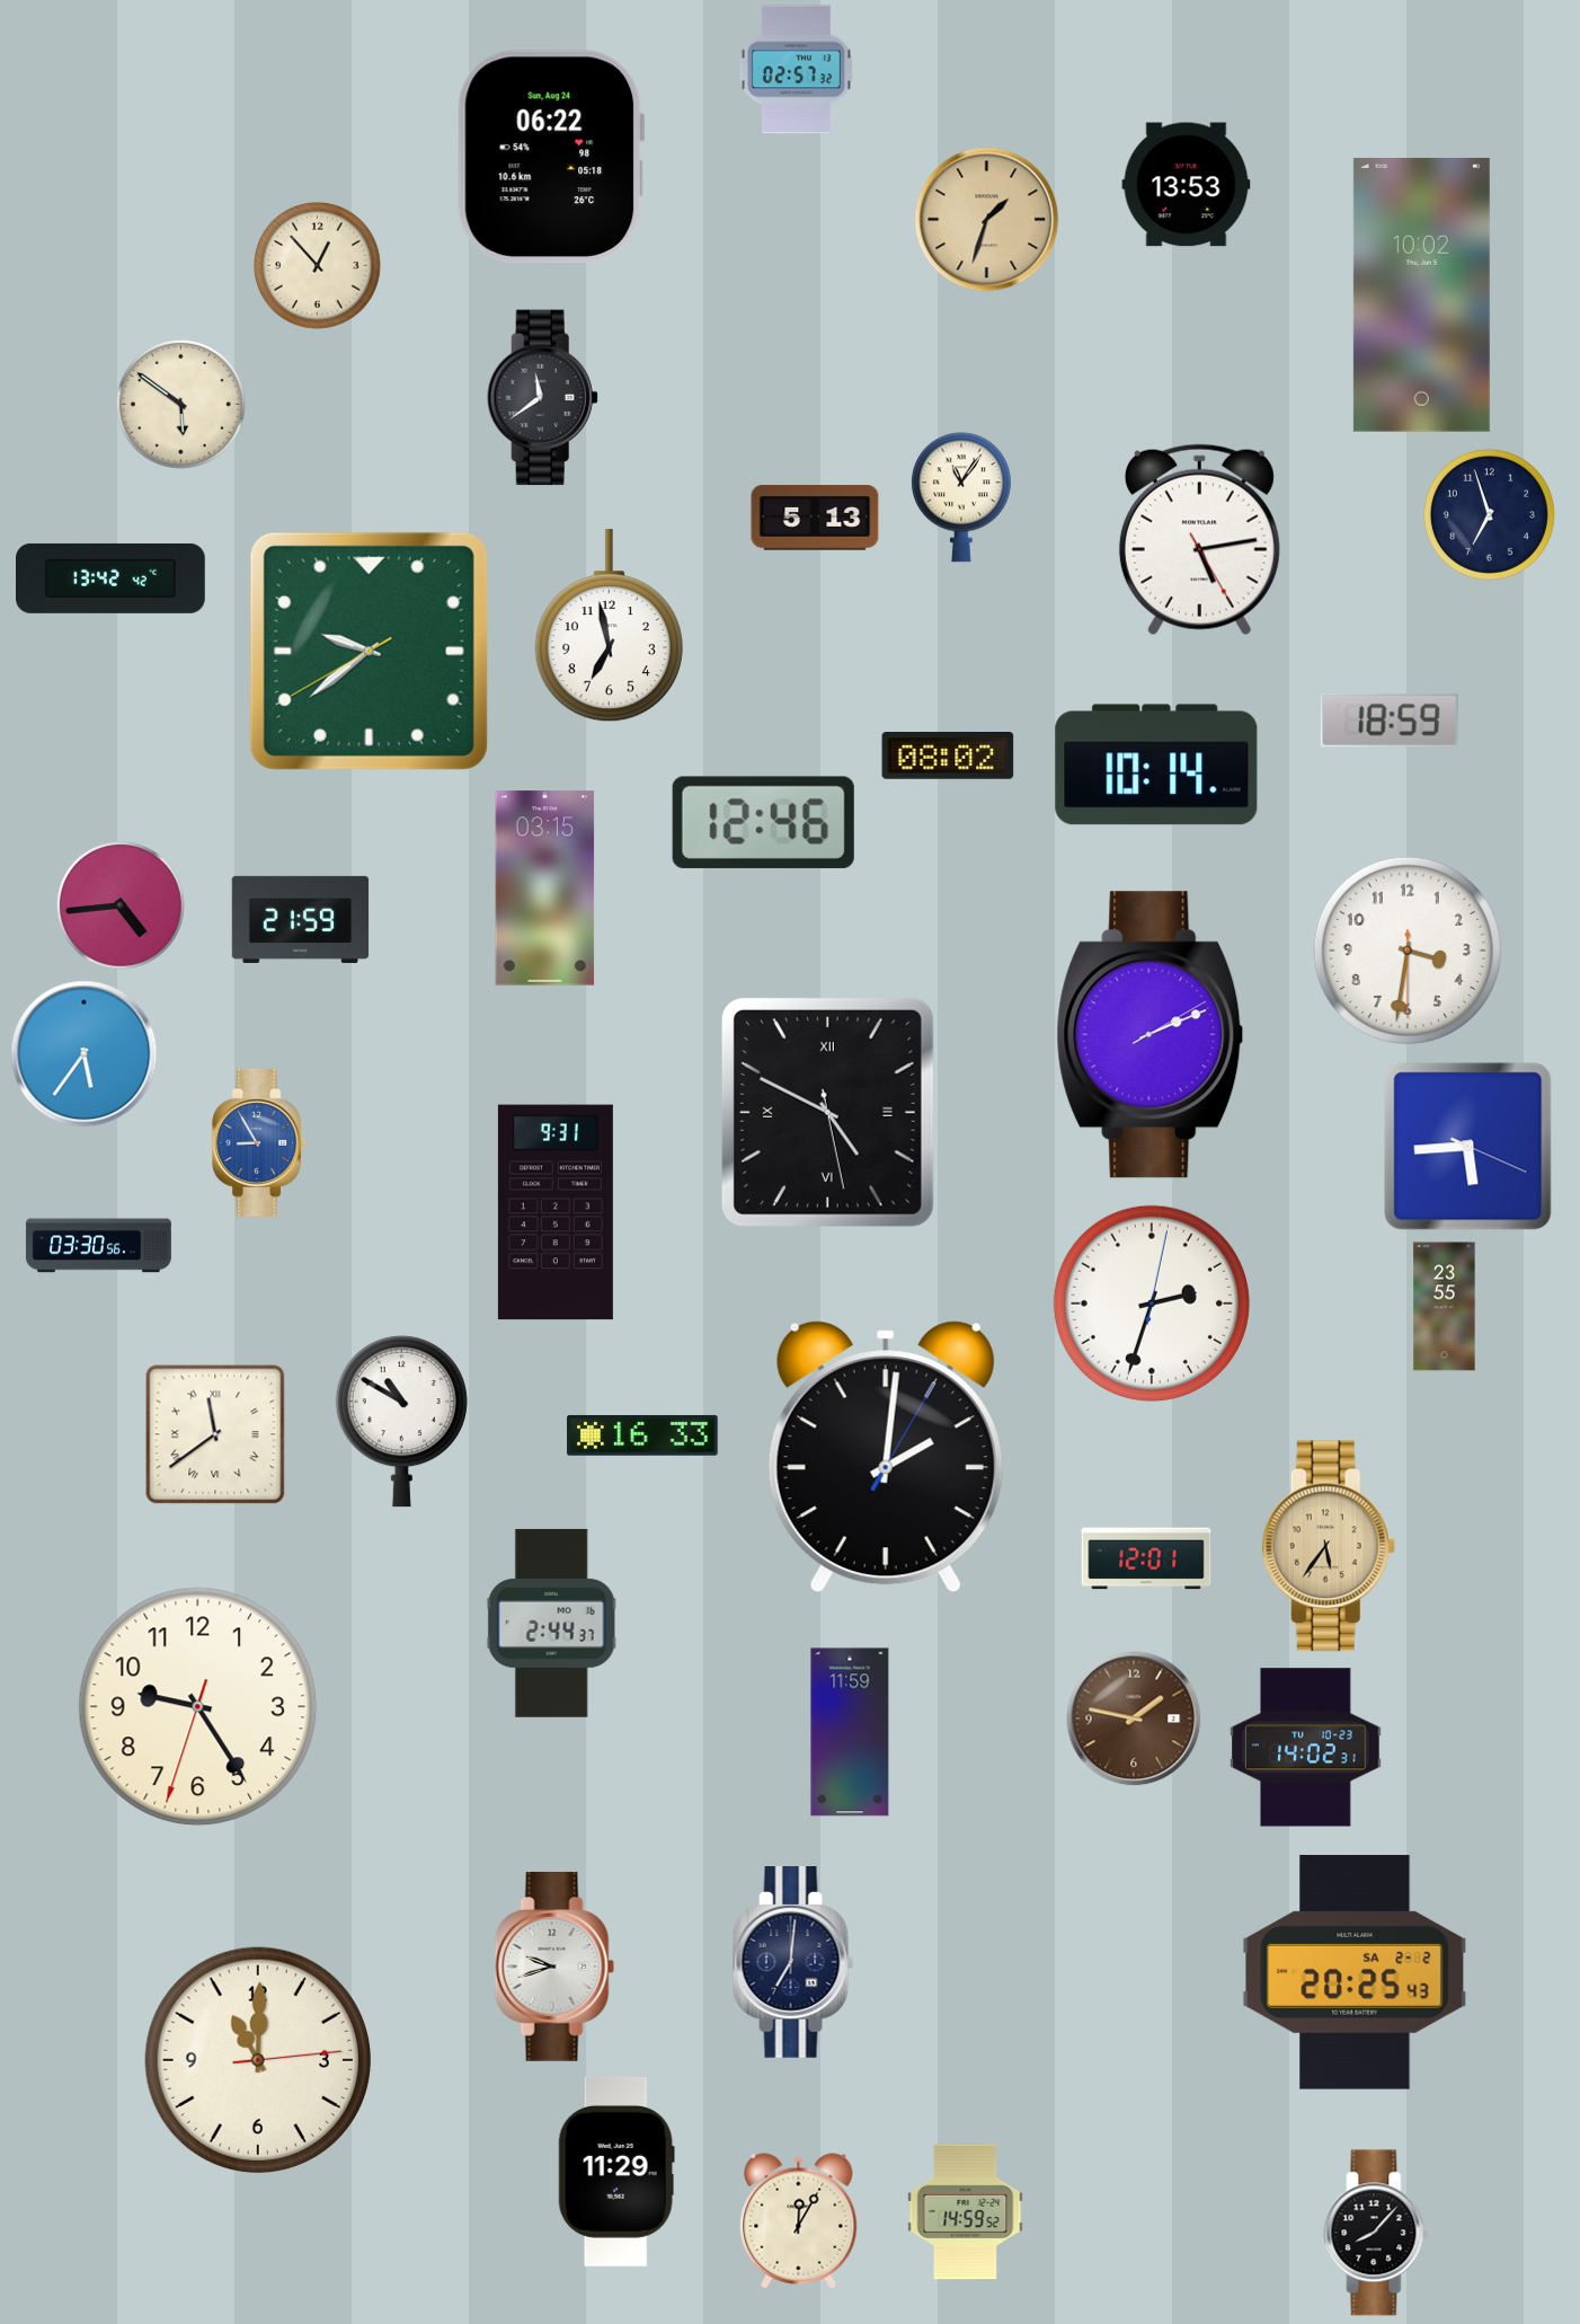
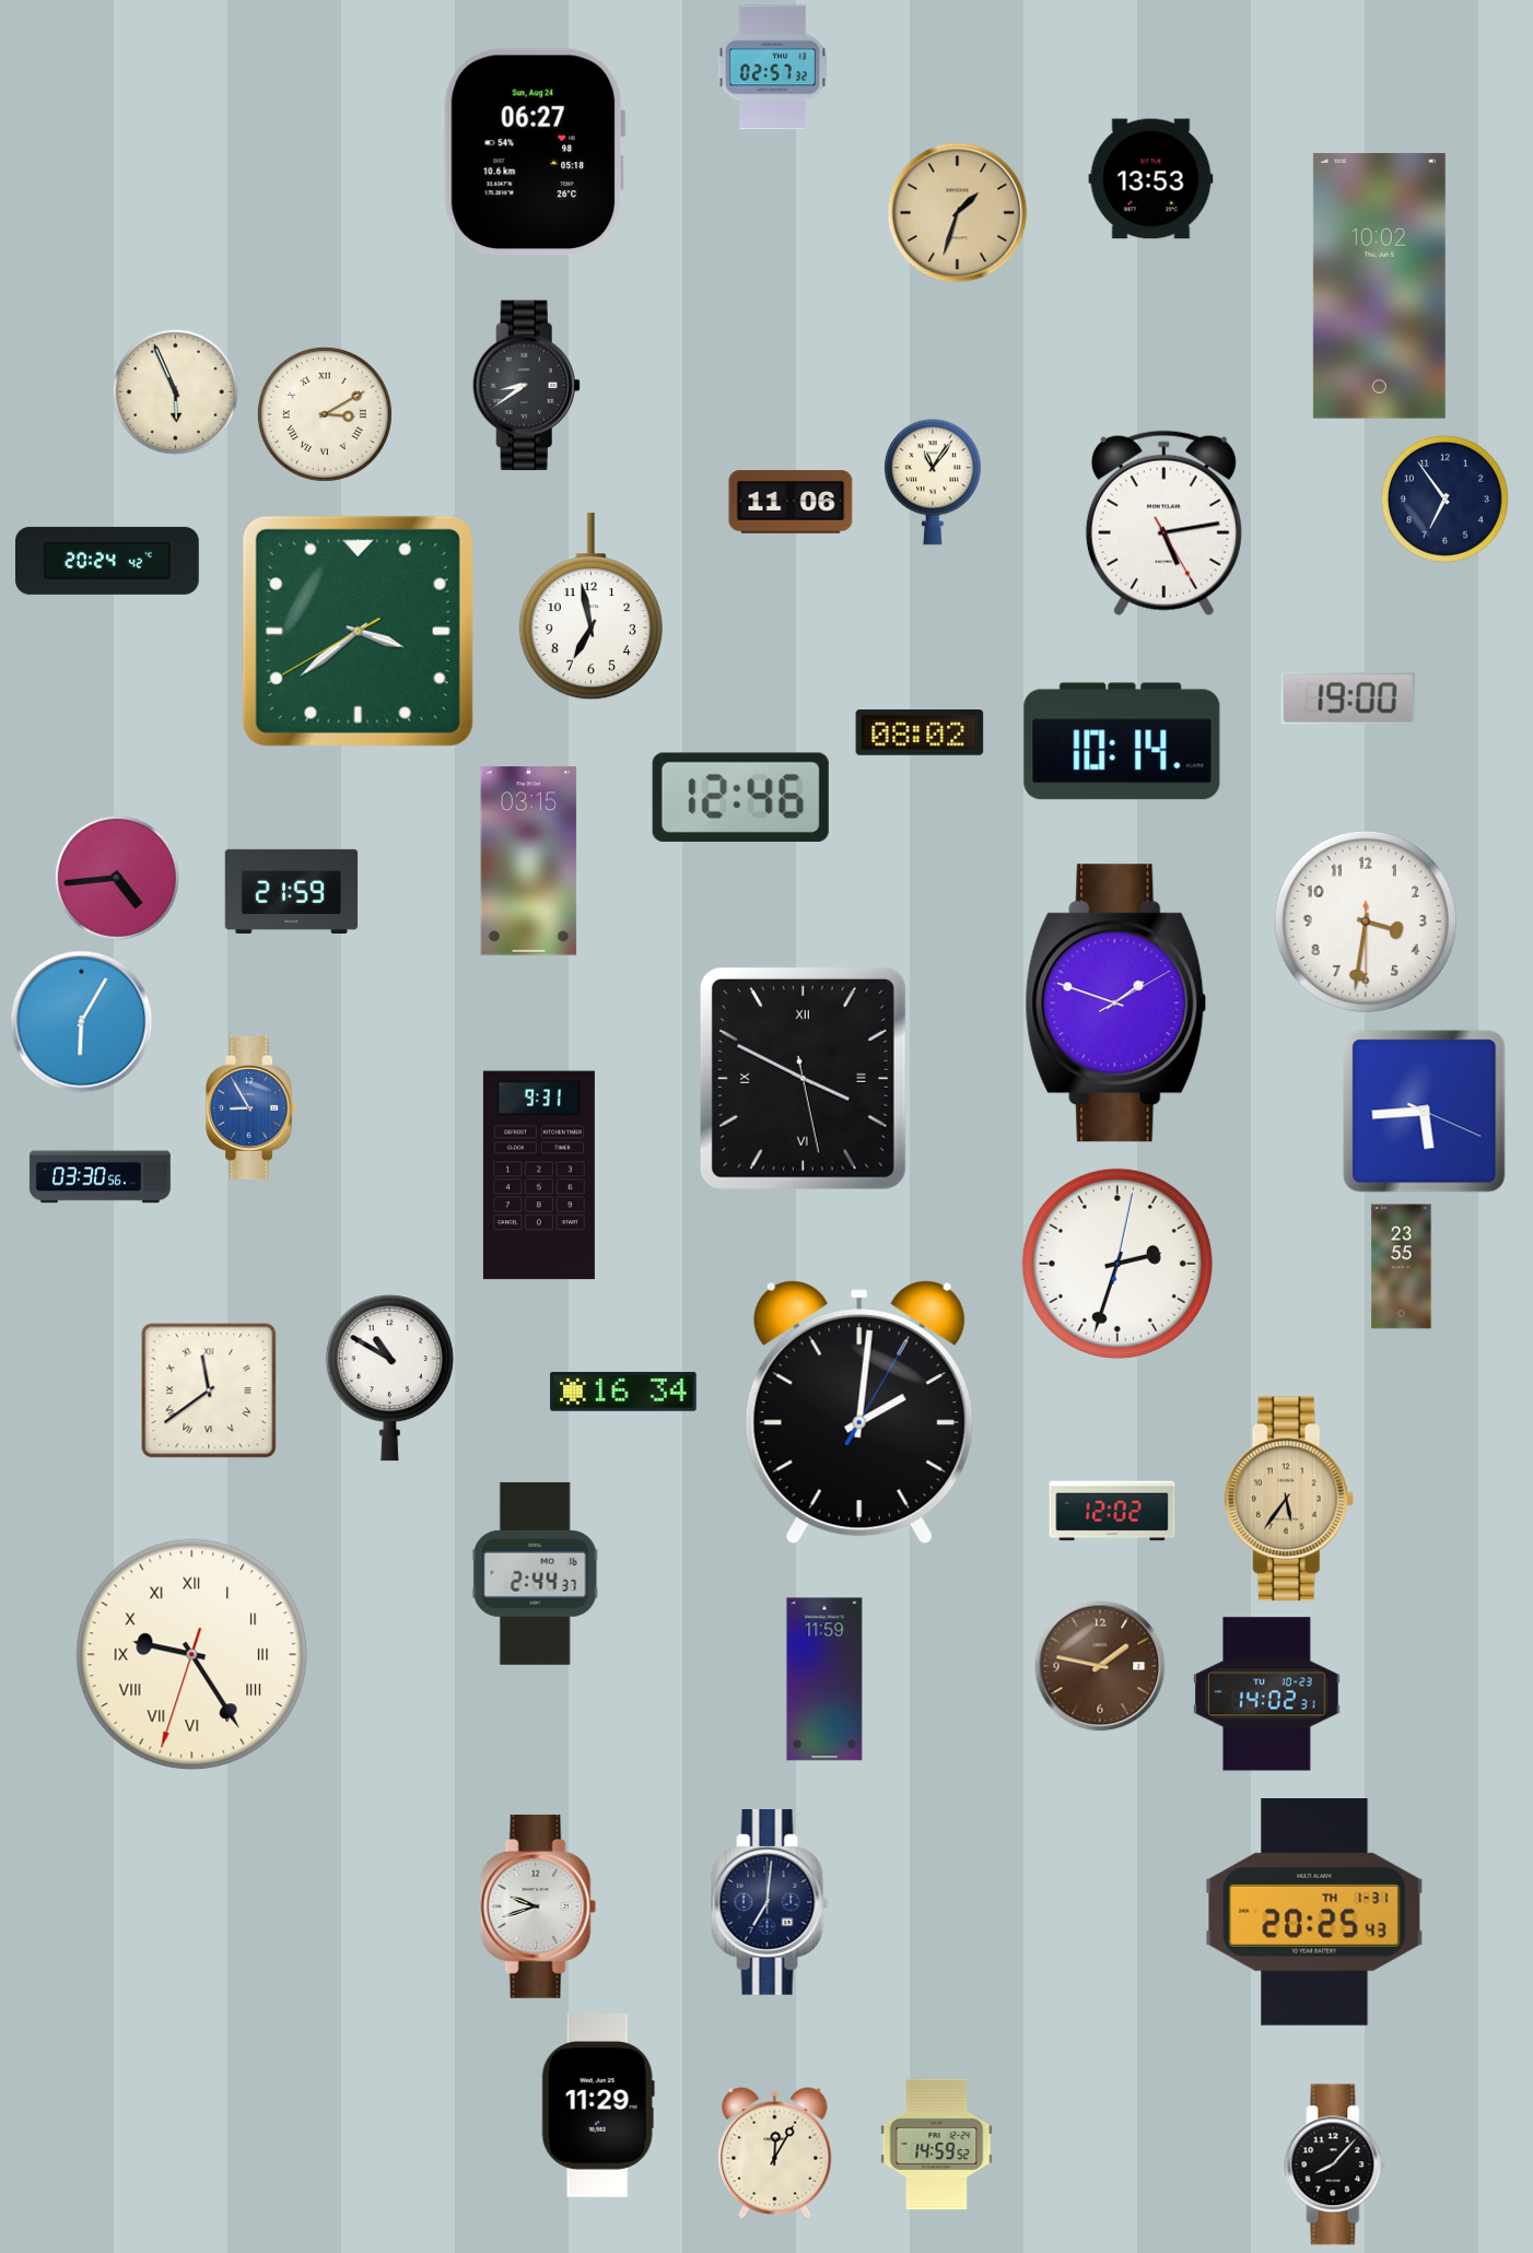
clock at (551, 157): 06:22 -> 06:27
clock at (317, 265): 12:53 -> none
clock at (542, 398): 11:39 -> 8:39
clock at (180, 404): 5:51 -> 5:56
clock at (325, 414): none -> 3:10
clock at (1489, 514): 6:57 -> 6:54
clock at (815, 518): 5:13 -> 11:06
clock at (112, 578): 13:42 -> 20:24
clock at (369, 651): 9:38 -> 3:38
clock at (1390, 721): 18:59 -> 19:00
clock at (1151, 1035): 2:11 -> 1:48
clock at (85, 1054): 5:36 -> 6:05
clock at (827, 1112): 4:49 -> 3:49
clock at (98, 1246) position: (98, 1246) -> (100, 1177)
clock at (642, 1435): 16:33 -> 16:34
clock at (1146, 1558): 12:01 -> 12:02
clock at (198, 1707) numerals: Arabic -> Roman
clock at (1355, 1972) date: SA 2-2 -> TH 1-31
clock at (257, 2059): 11:00 -> none
